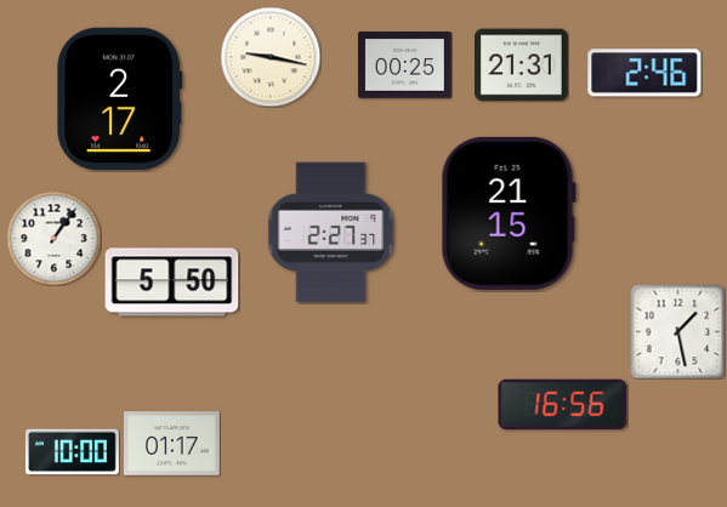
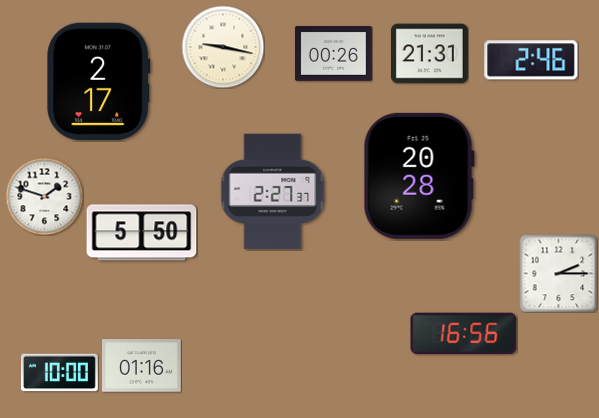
clock at (404, 65): 00:25 -> 00:26
clock at (509, 213): 21:15 -> 20:28
clock at (53, 238): 1:06 -> 1:48
clock at (677, 331): 1:28 -> 2:15
clock at (172, 444): 01:17 -> 01:16
